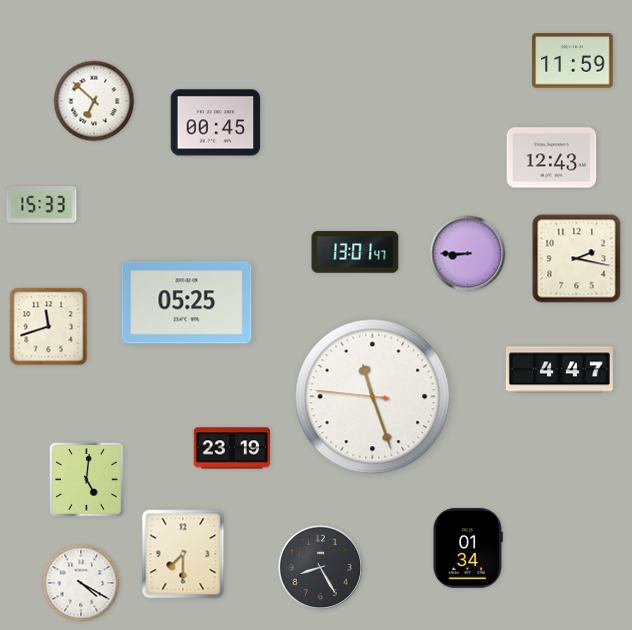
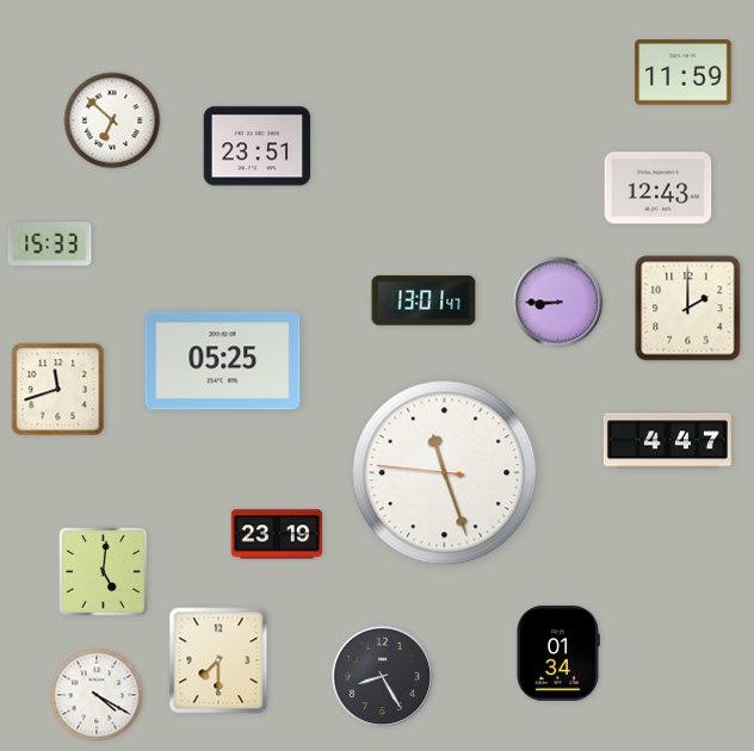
clock at (216, 123): 00:45 -> 23:51
clock at (577, 259): 2:17 -> 2:00
